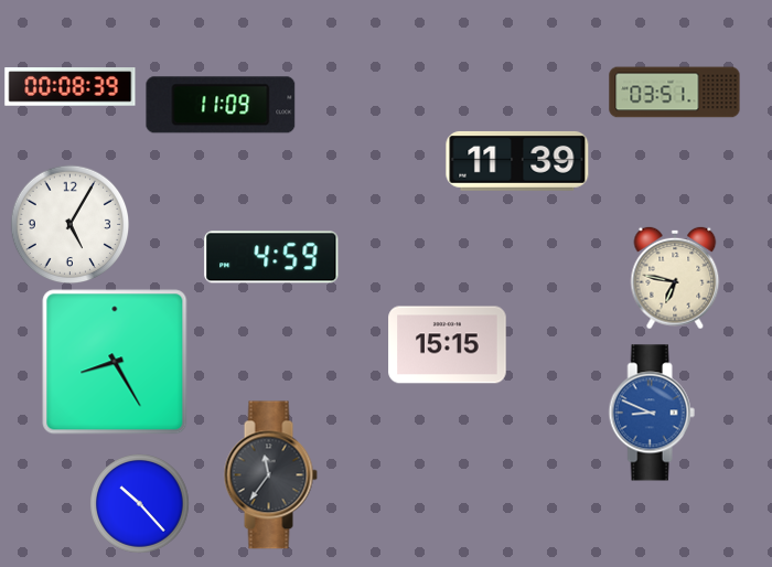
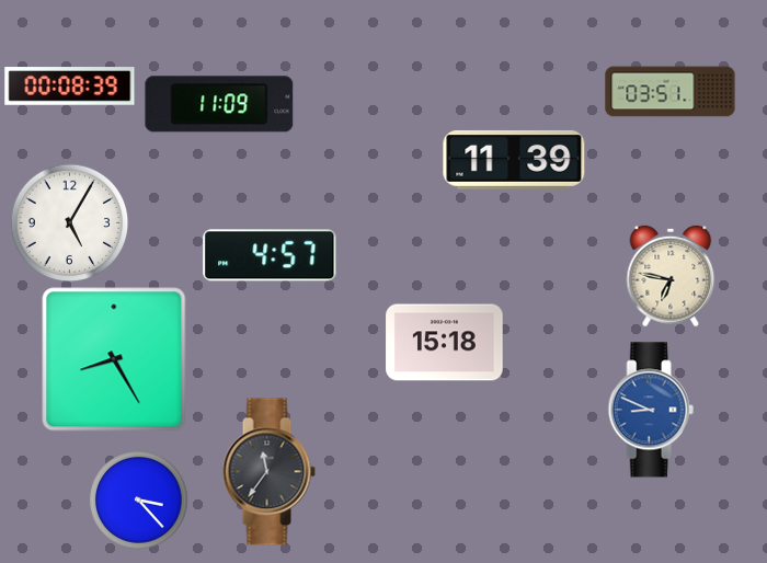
clock at (271, 257): 4:59 -> 4:57
clock at (448, 345): 15:15 -> 15:18
clock at (652, 413) position: (652, 413) -> (651, 410)
clock at (139, 503): 10:23 -> 3:23
